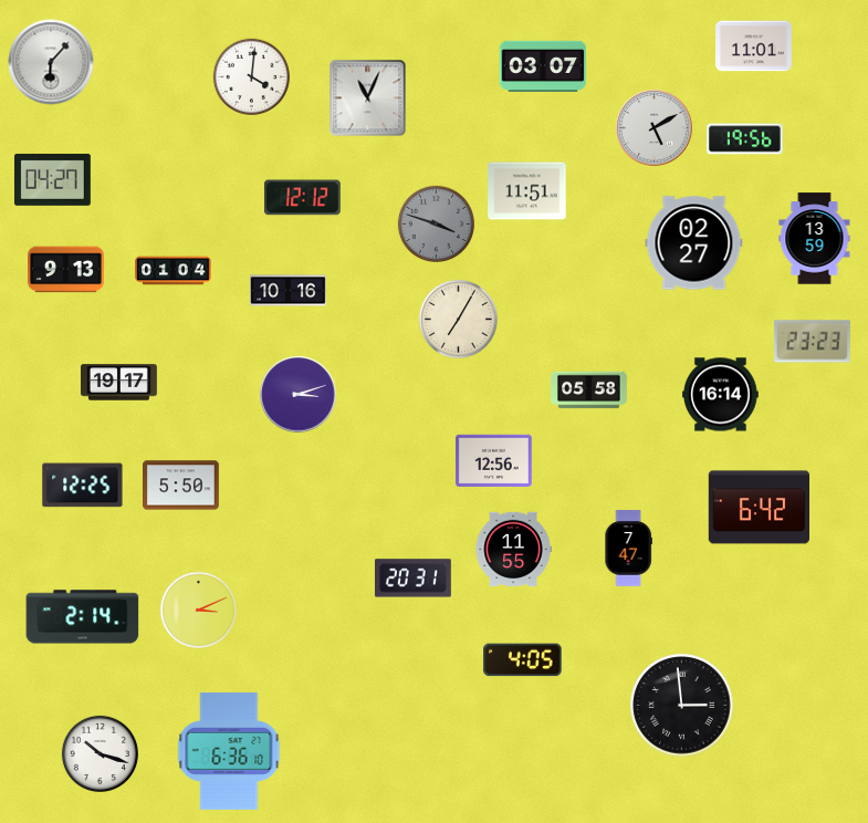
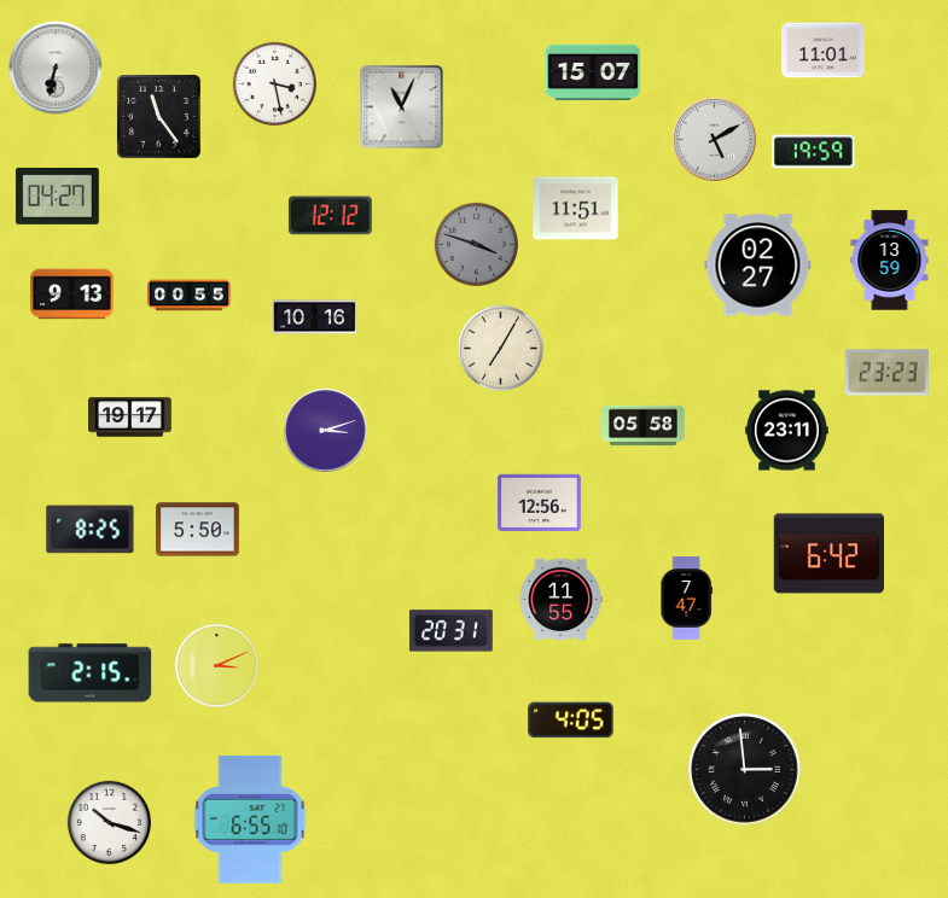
clock at (51, 62): 6:07 -> 6:32
clock at (543, 65): 03:07 -> 15:07
clock at (251, 76): 4:01 -> 3:28
clock at (159, 117): none -> 11:24
clock at (745, 139): 19:56 -> 19:59
clock at (174, 271): 01:04 -> 00:55
clock at (721, 395): 16:14 -> 23:11
clock at (83, 486): 12:25 -> 8:25
clock at (83, 617): 2:14 -> 2:15
clock at (229, 751): 6:36 -> 6:55
